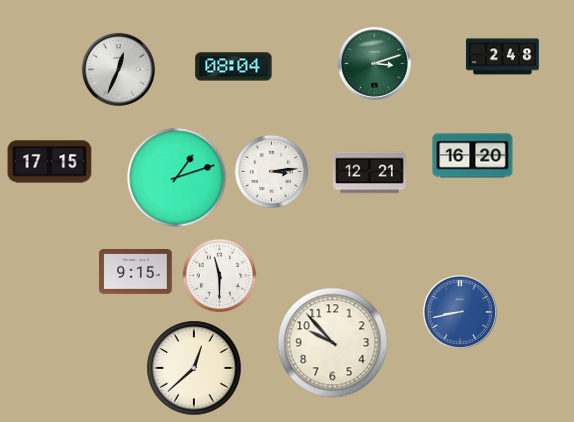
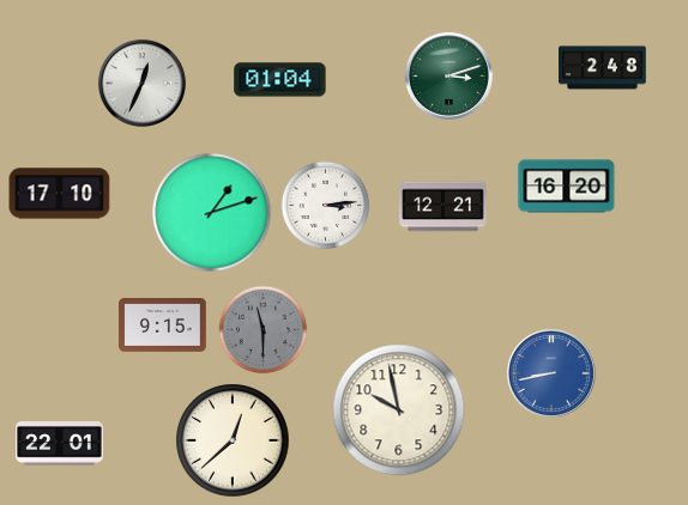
clock at (234, 67): 08:04 -> 01:04
clock at (50, 162): 17:15 -> 17:10
clock at (220, 276) dial: white -> grey
clock at (333, 343): 9:53 -> 9:58
clock at (60, 444): none -> 22:01
